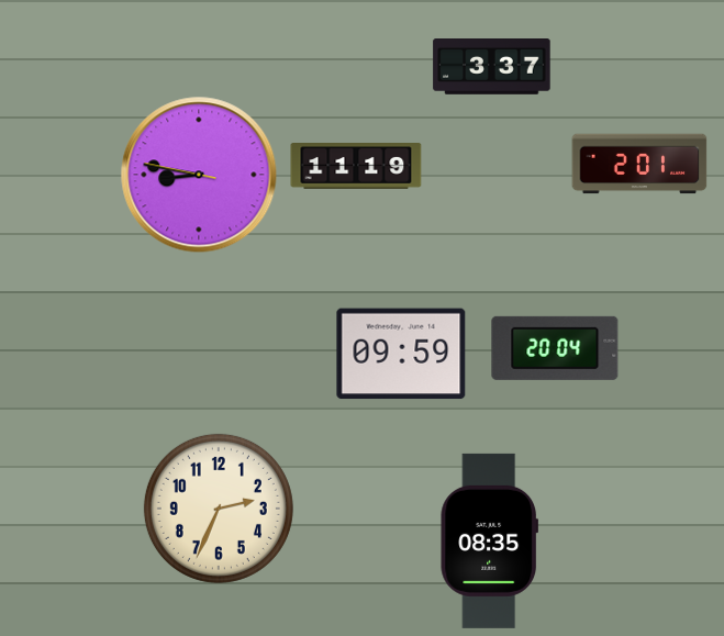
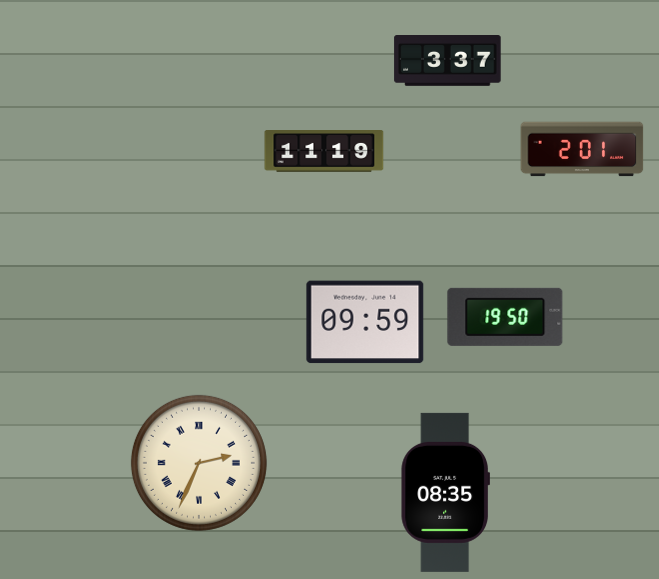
clock at (199, 175): 8:46 -> none
clock at (555, 348): 20:04 -> 19:50
clock at (219, 509) numerals: Arabic -> Roman
